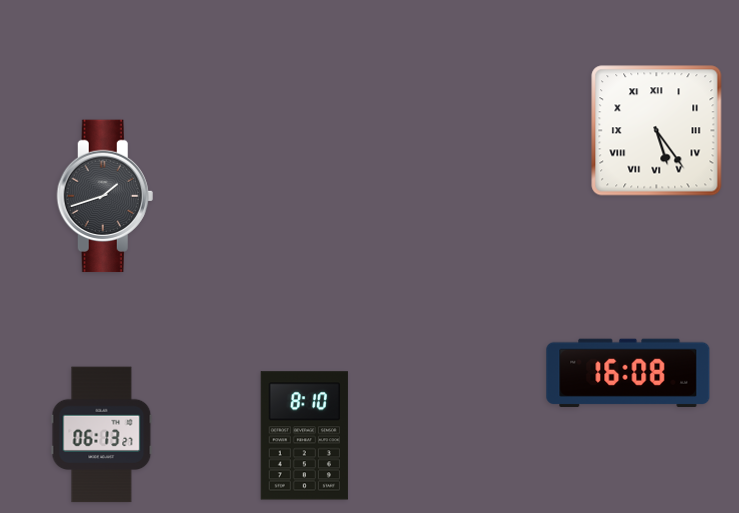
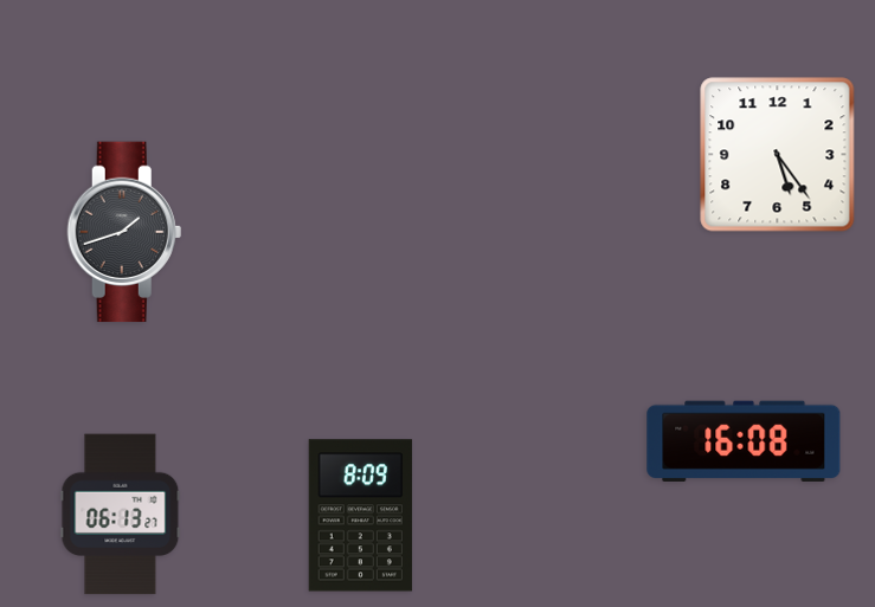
clock at (657, 131) numerals: Roman -> Arabic
clock at (304, 436): 8:10 -> 8:09
